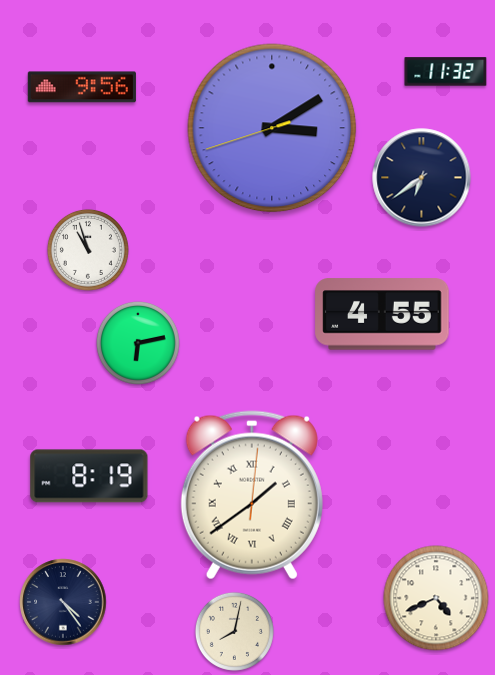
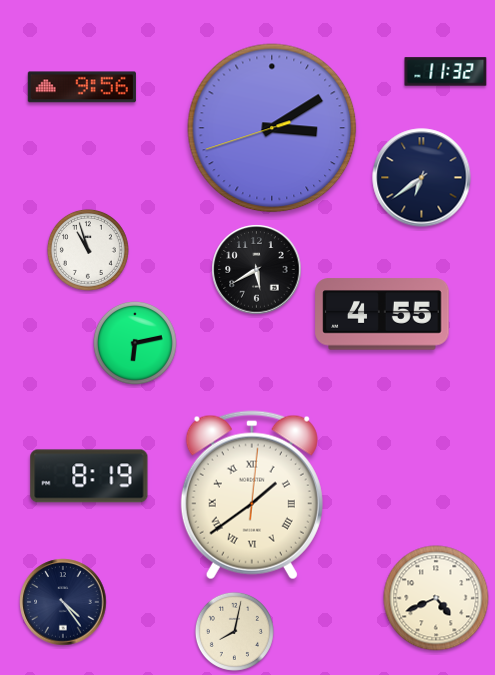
clock at (257, 270): none -> 5:40
clock at (139, 344) position: (139, 344) -> (136, 344)
